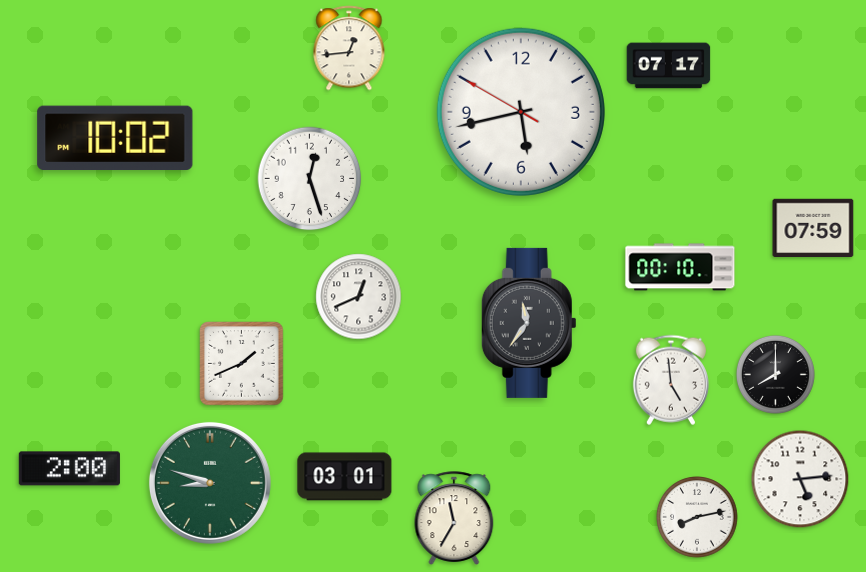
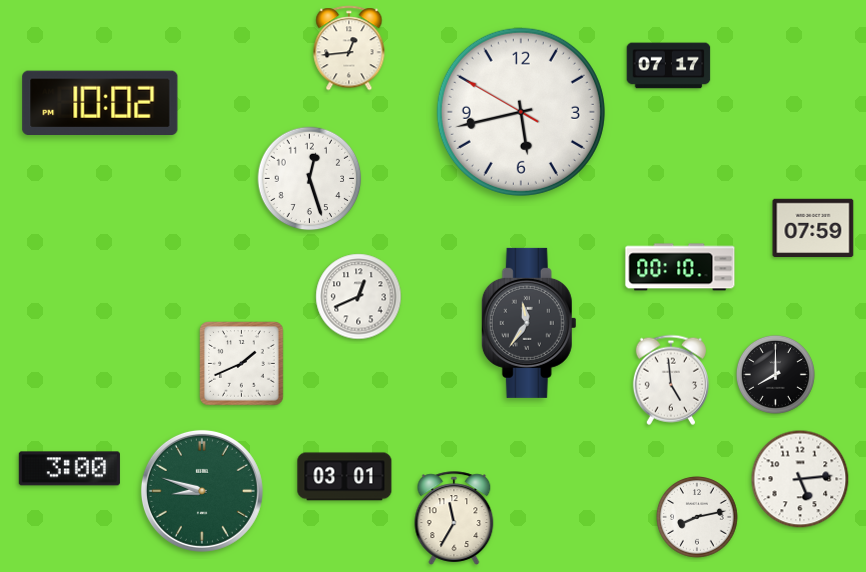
clock at (115, 137) position: (115, 137) -> (100, 102)
clock at (69, 469): 2:00 -> 3:00
clock at (210, 483) position: (210, 483) -> (202, 491)
